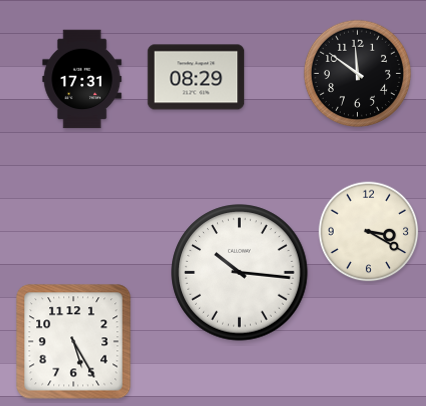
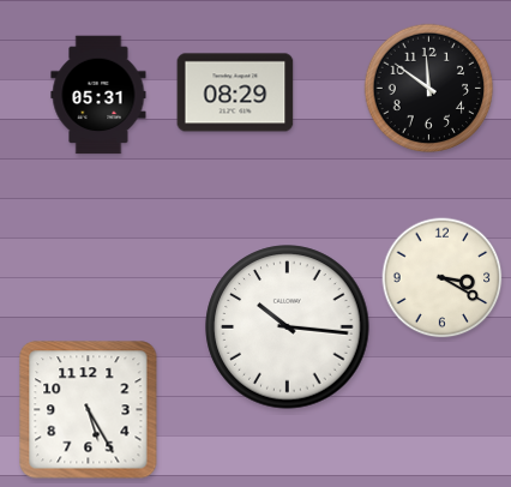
clock at (82, 79): 17:31 -> 05:31
